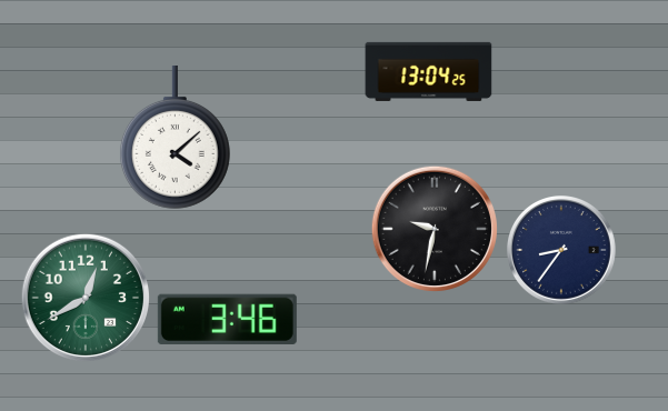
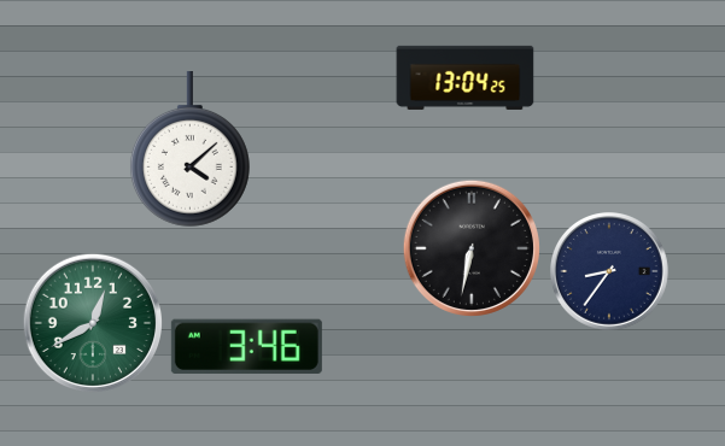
clock at (435, 229): 9:32 -> 6:32
